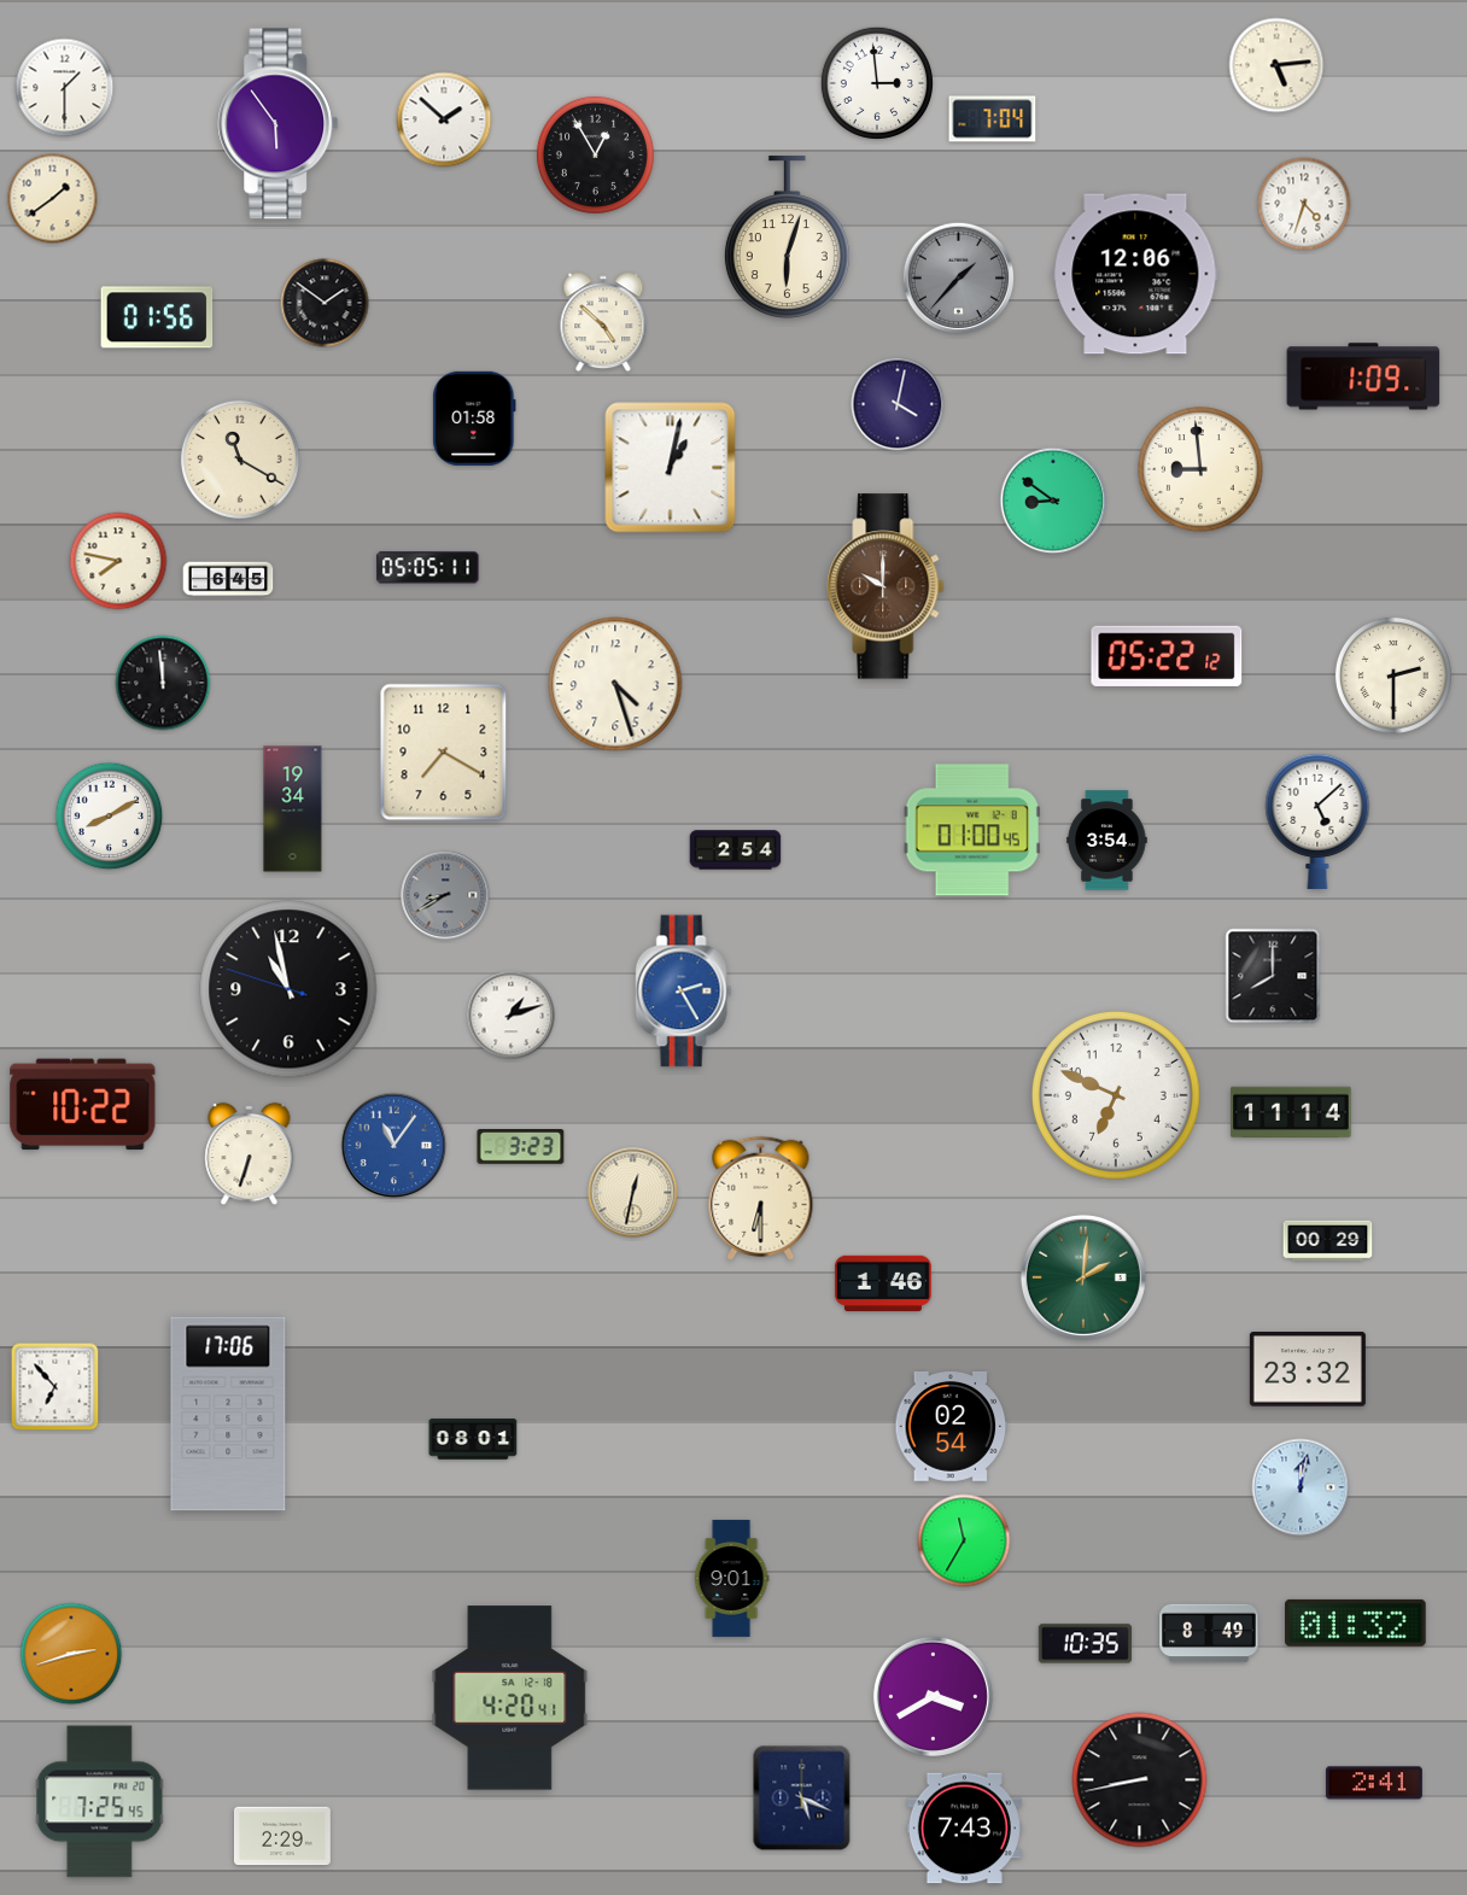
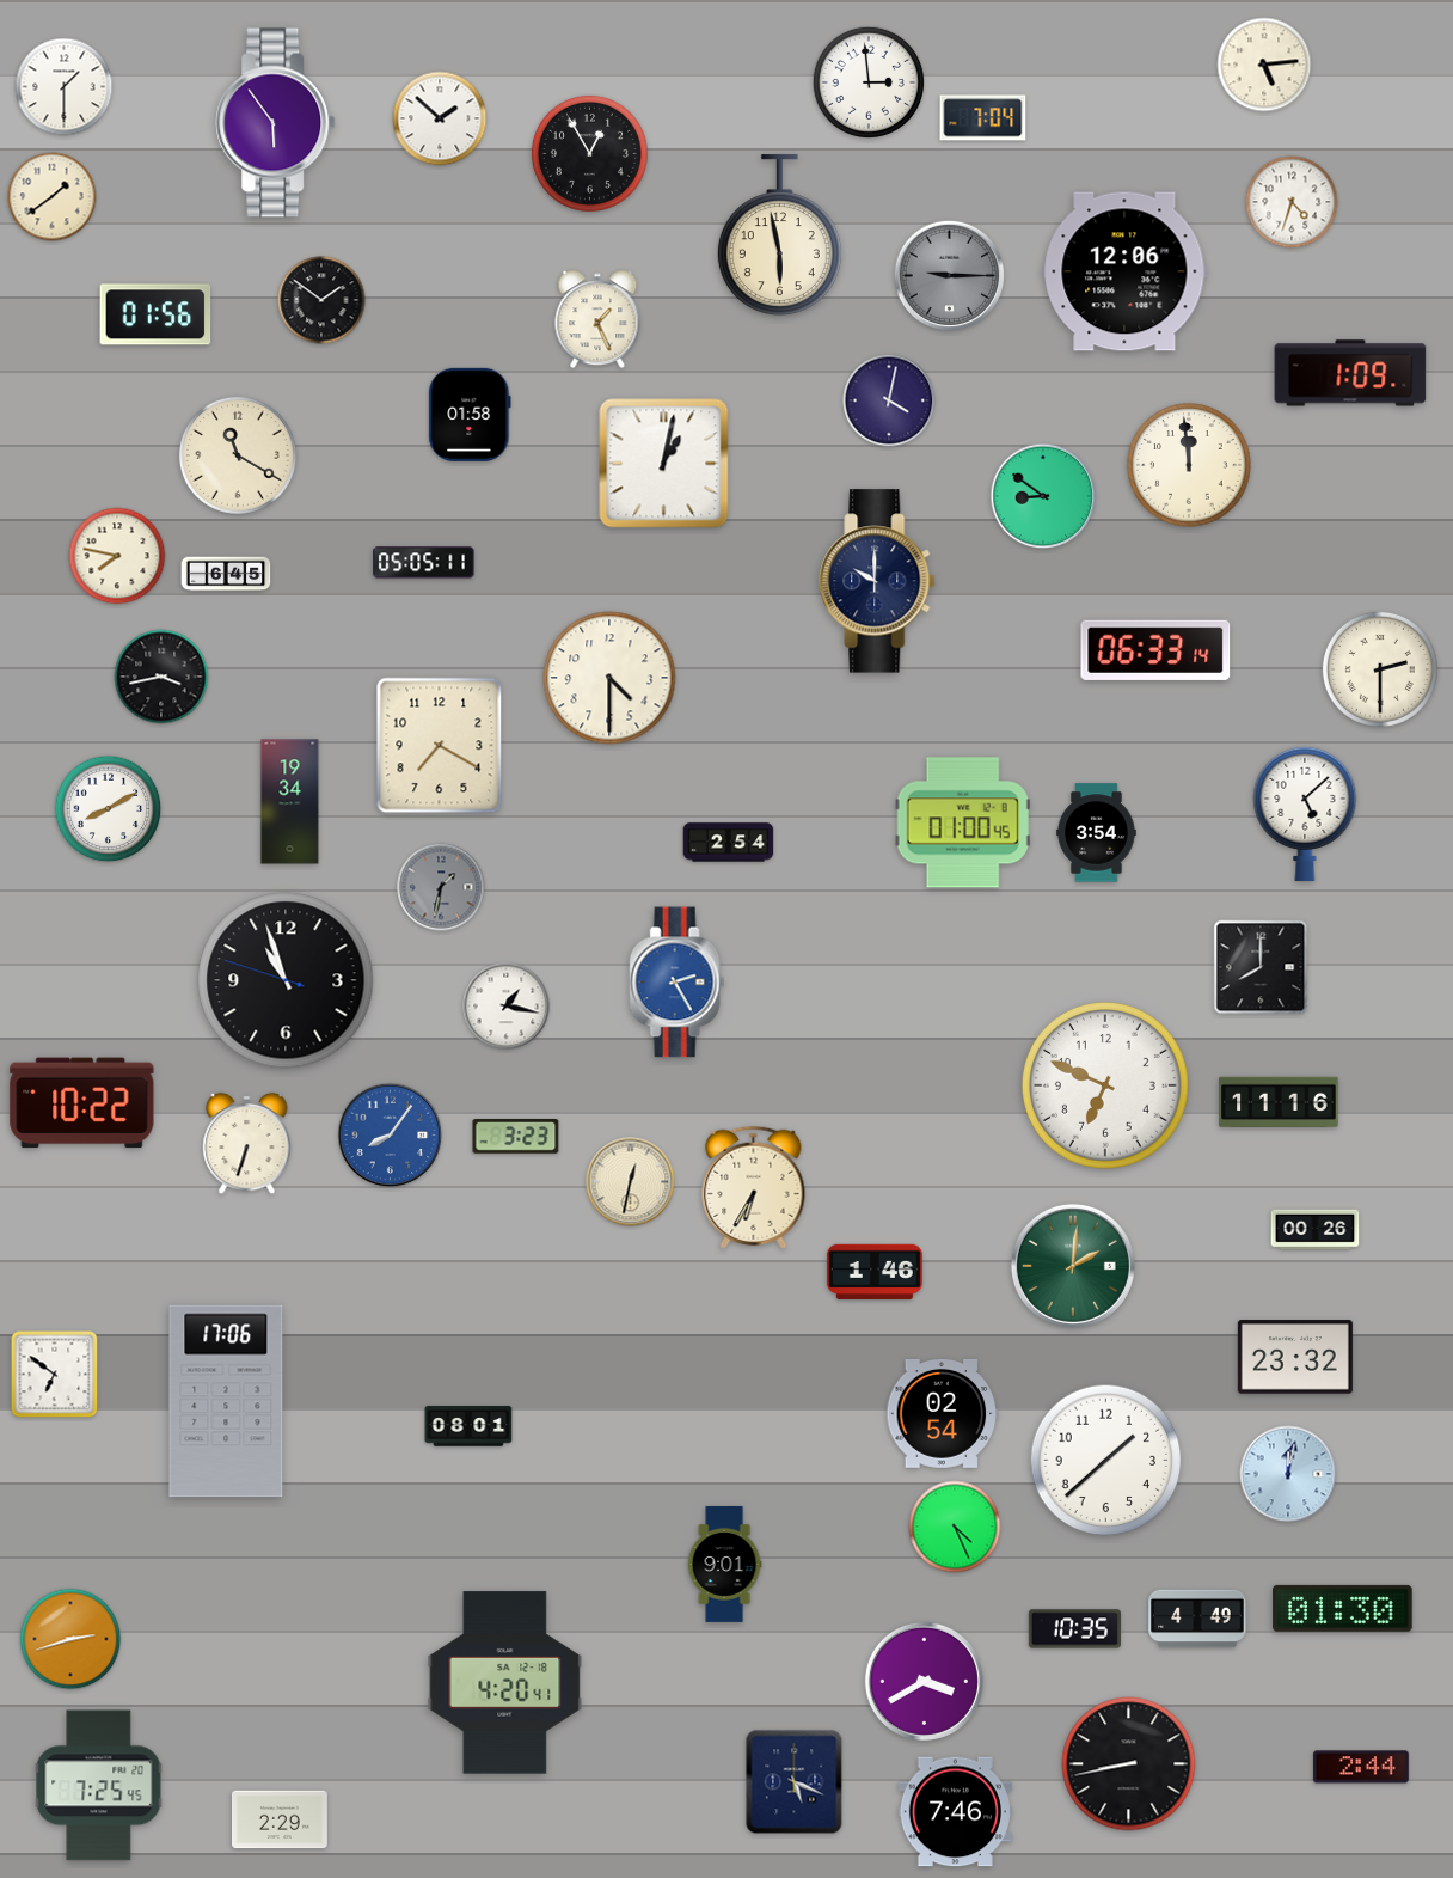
clock at (787, 238): 6:03 -> 5:58
clock at (959, 279): 1:37 -> 9:15
clock at (603, 322): 4:52 -> 1:26
clock at (1200, 469): 8:59 -> 11:59
clock at (886, 586) dial: brown -> navy
clock at (1167, 656): 05:22 -> 06:33
clock at (163, 683): 11:59 -> 3:43
clock at (615, 684): 4:27 -> 4:30
clock at (445, 895): 8:40 -> 1:32
clock at (288, 989): 10:57 -> 10:56
clock at (512, 1016): 1:12 -> 1:17
clock at (83, 1105) position: (83, 1105) -> (82, 1103)
clock at (1291, 1112): 11:14 -> 11:16
clock at (394, 1146): 11:06 -> 8:06
clock at (633, 1193) position: (633, 1193) -> (631, 1182)
clock at (761, 1198): 6:30 -> 6:35
clock at (1328, 1241): 00:29 -> 00:26
clock at (55, 1387): 6:53 -> 6:51
clock at (1106, 1461): none -> 1:38
clock at (964, 1540): 11:35 -> 4:26
clock at (1356, 1622): 01:32 -> 01:30
clock at (1209, 1633): 8:49 -> 4:49
clock at (1374, 1783): 2:41 -> 2:44
clock at (964, 1829): 7:43 -> 7:46
